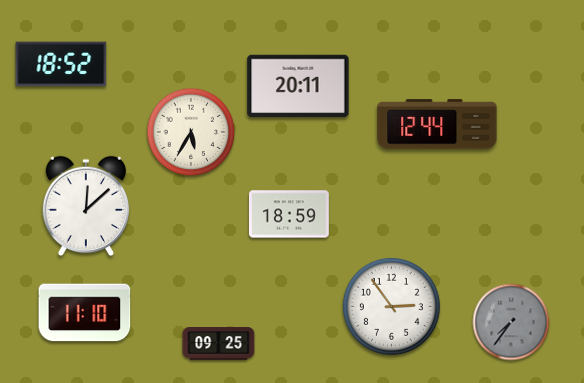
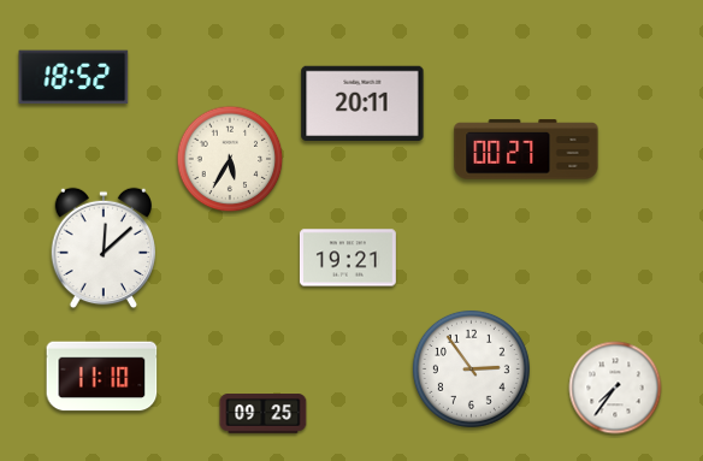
clock at (298, 85) position: (298, 85) -> (362, 102)
clock at (437, 124): 12:44 -> 00:27
clock at (289, 214): 18:59 -> 19:21
clock at (511, 322) dial: grey -> white
